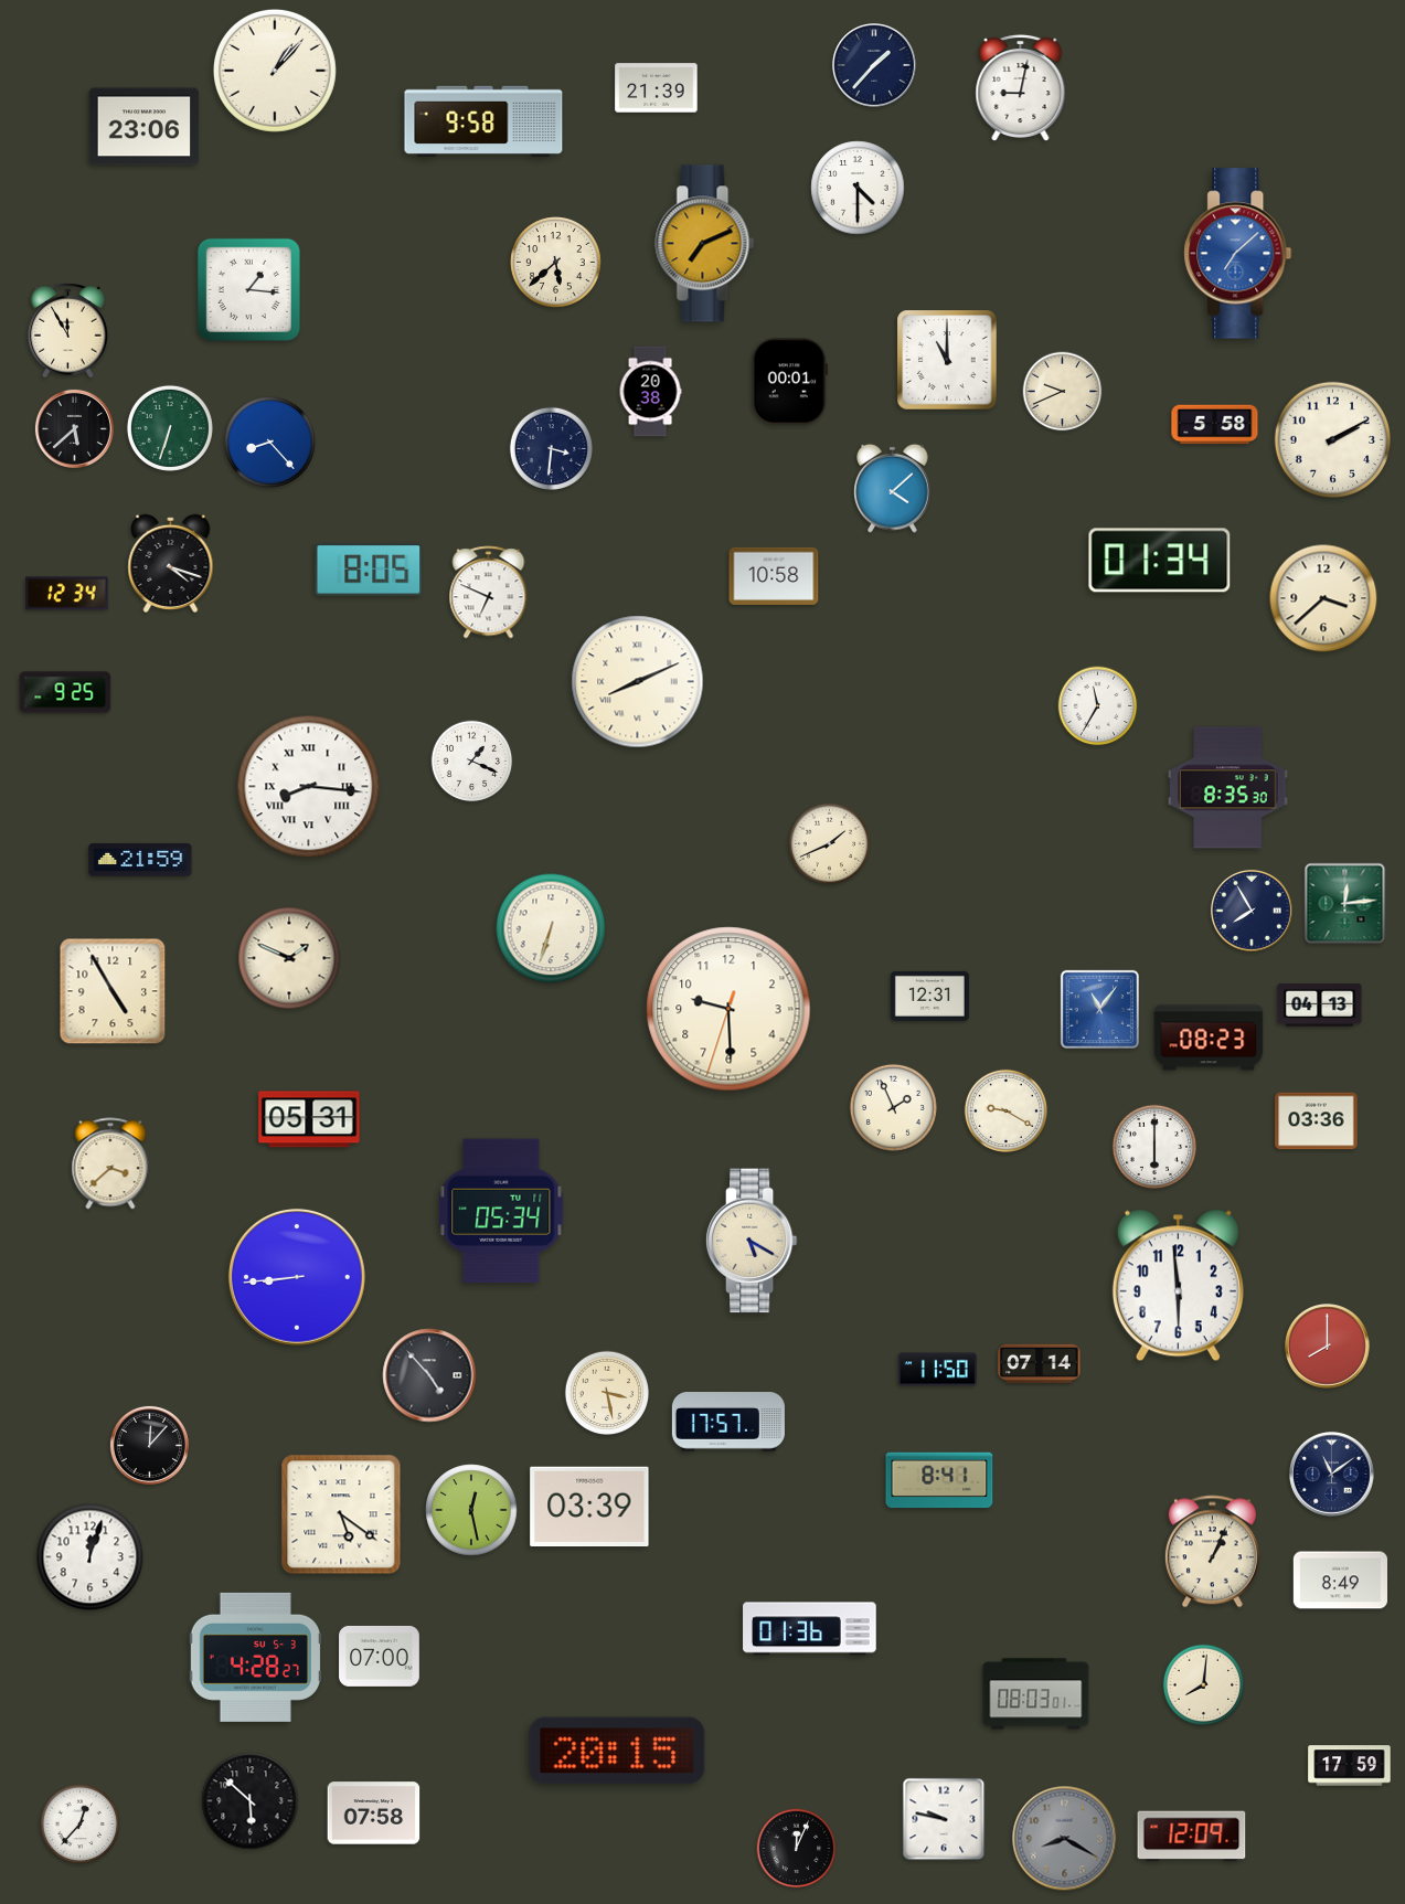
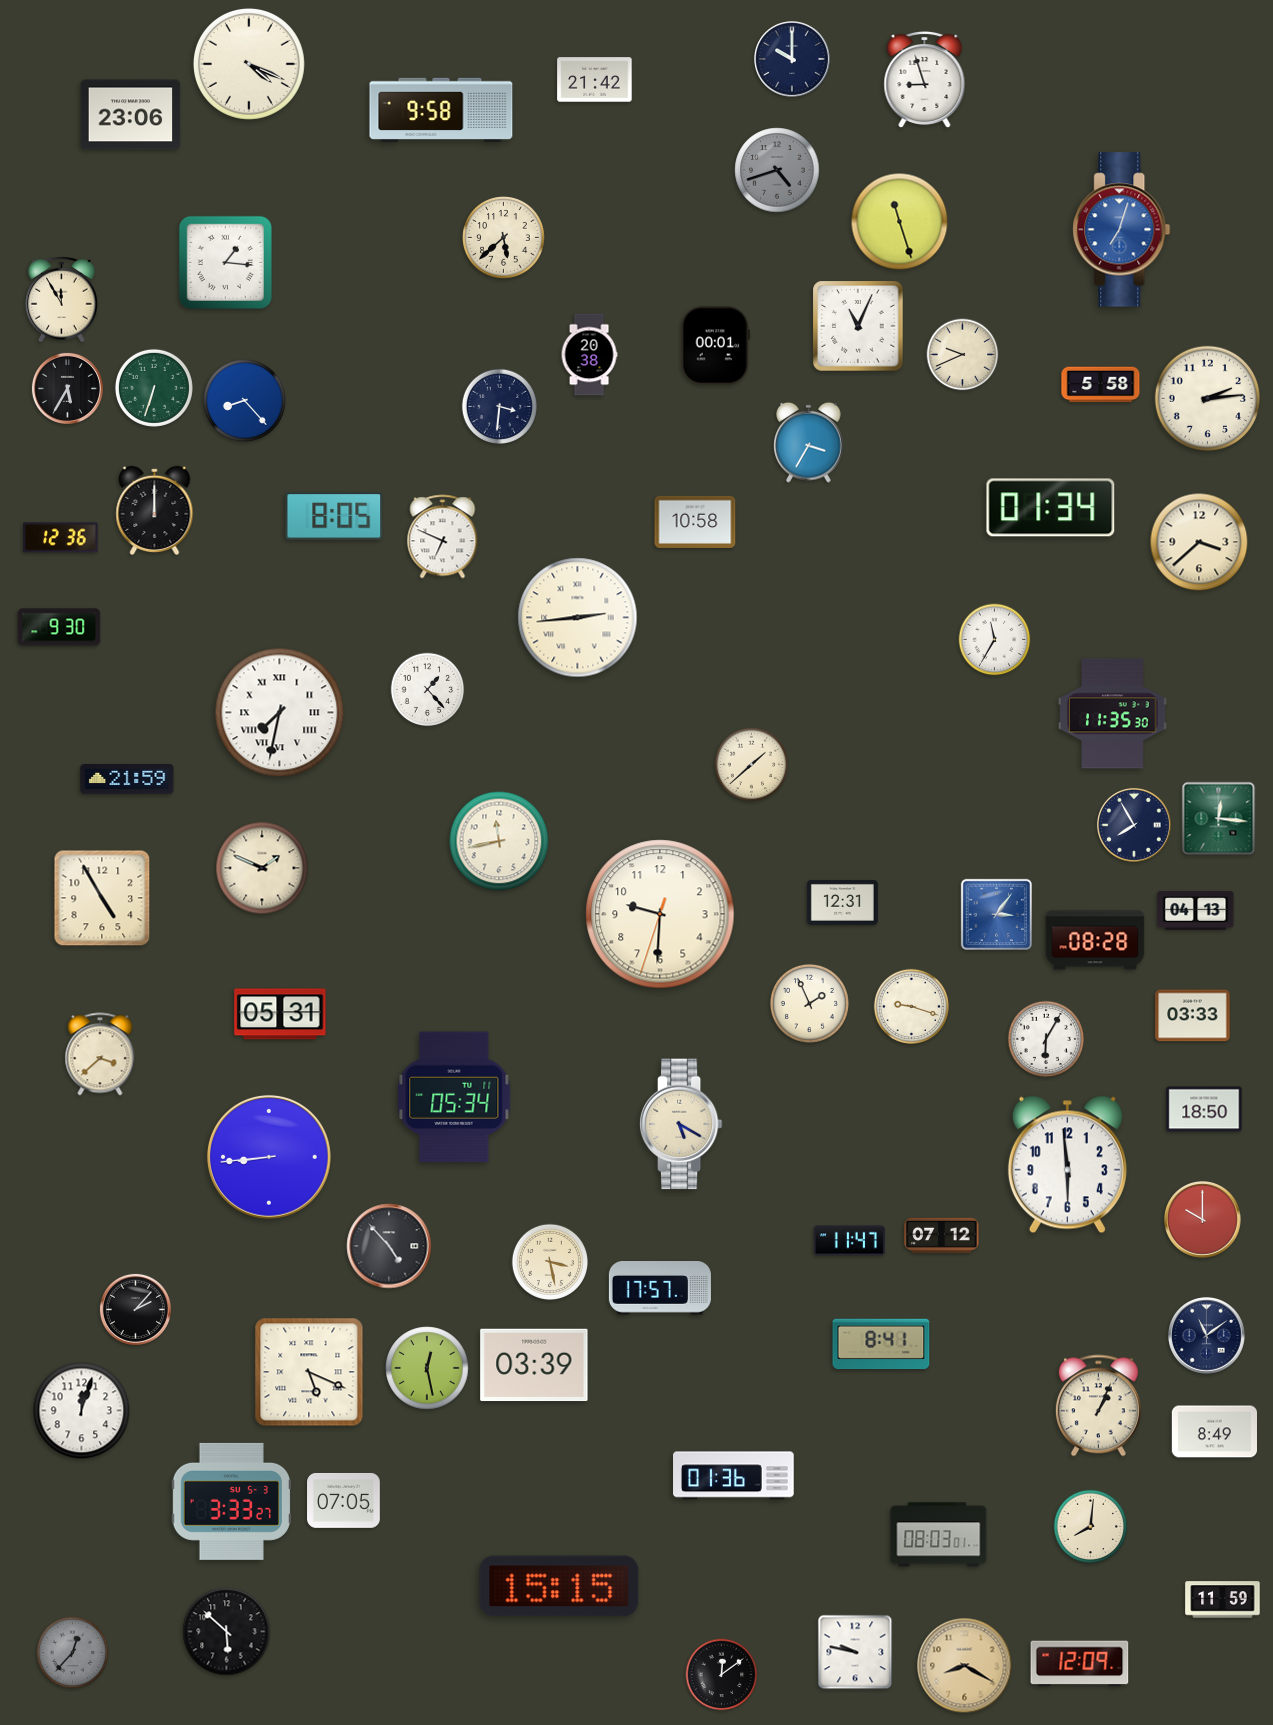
clock at (875, 66): 1:37 -> 10:00
clock at (275, 71): 1:07 -> 4:19
clock at (657, 88): 21:39 -> 21:42
clock at (1021, 88): 9:02 -> 8:57
clock at (483, 120) position: (483, 120) -> (441, 109)
clock at (858, 188): 4:30 -> 4:42
clock at (858, 188) dial: white -> grey
clock at (705, 244): 7:11 -> none
clock at (900, 222): none -> 11:27
clock at (1238, 254): 7:08 -> 7:03
clock at (947, 360): 11:00 -> 11:04
clock at (74, 428): 5:38 -> 5:35
clock at (1332, 439): 2:10 -> 2:14
clock at (893, 488): 4:08 -> 3:35
clock at (171, 563): 4:18 -> 12:00
clock at (774, 576) position: (774, 576) -> (695, 522)
clock at (67, 594): 12:34 -> 12:36
clock at (638, 682): 8:11 -> 2:44
clock at (65, 692): 9:25 -> 9:30
clock at (472, 762): 1:19 -> 1:23
clock at (309, 787): 8:16 -> 7:32
clock at (1228, 788): 8:35 -> 11:35
clock at (830, 844): 1:41 -> 1:38
clock at (1345, 904): 12:14 -> 12:16
clock at (551, 928): 6:33 -> 11:43
clock at (728, 1009): 9:29 -> 9:30
clock at (1099, 1009): 11:06 -> 3:06
clock at (1209, 1038): 08:23 -> 08:28
clock at (1007, 1111): 9:20 -> 9:18
clock at (1317, 1121): 03:36 -> 03:33
clock at (1153, 1146): 6:00 -> 6:05
clock at (1204, 1109): none -> 18:50
clock at (1328, 1347): 8:00 -> 10:00
clock at (1040, 1363): 07:14 -> 07:12
clock at (937, 1370): 11:50 -> 11:47
clock at (149, 1445): 12:07 -> 2:07
clock at (939, 1480) position: (939, 1480) -> (881, 1344)
clock at (341, 1514): 5:21 -> 5:19
clock at (380, 1656): 07:00 -> 07:05
clock at (255, 1657): 4:28 -> 3:33
clock at (617, 1751): 20:15 -> 15:15
clock at (1350, 1766): 17:59 -> 11:59
clock at (374, 1813): 07:58 -> none
clock at (944, 1819) position: (944, 1819) -> (855, 1652)
clock at (81, 1825) dial: white -> grey
clock at (1065, 1839) dial: grey -> champagne
clock at (797, 1849): 12:04 -> 12:09
